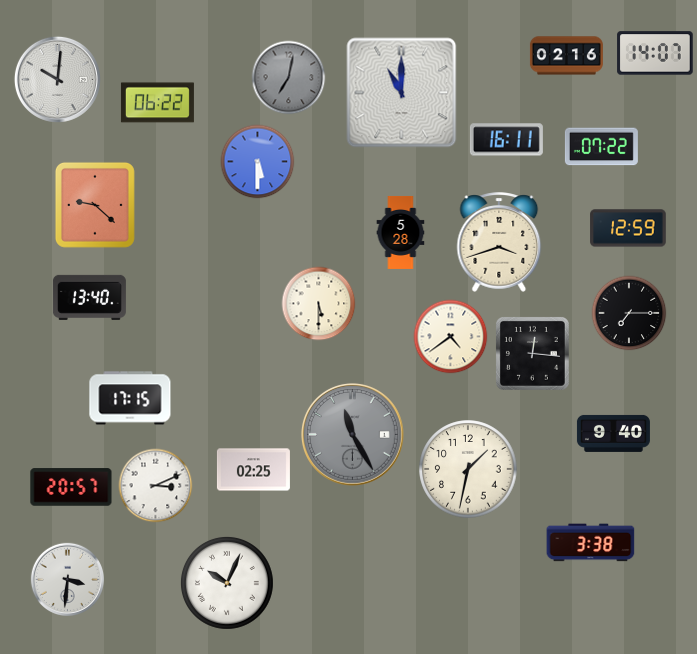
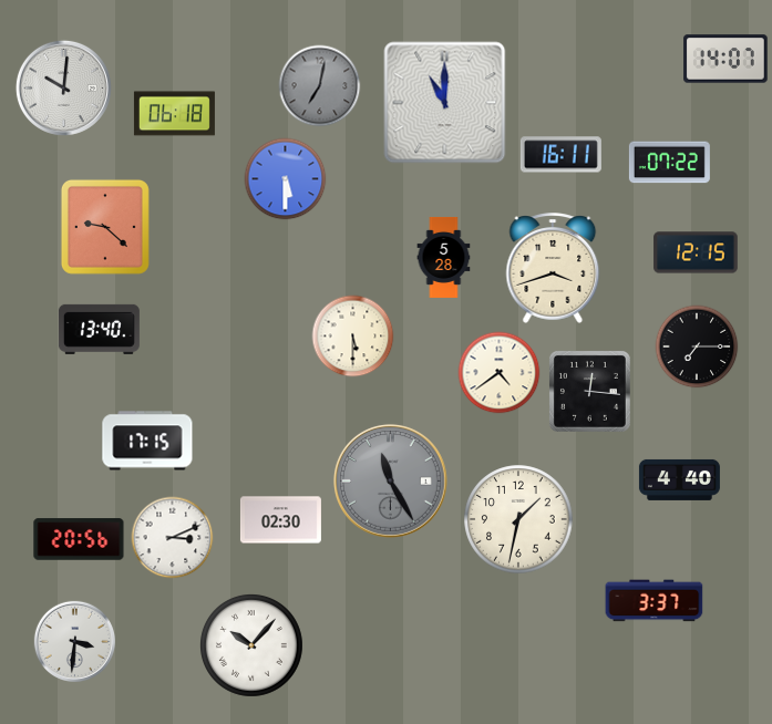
clock at (566, 56): 02:16 -> none
clock at (157, 103): 06:22 -> 06:18
clock at (601, 147) position: (601, 147) -> (669, 163)
clock at (628, 228): 12:59 -> 12:15
clock at (130, 398) position: (130, 398) -> (147, 441)
clock at (613, 433): 9:40 -> 4:40
clock at (253, 470): 02:25 -> 02:30
clock at (71, 487): 20:57 -> 20:56
clock at (591, 543): 3:38 -> 3:37
clock at (227, 583): 10:04 -> 10:07
